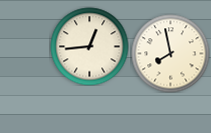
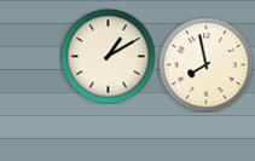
clock at (89, 46): 12:44 -> 1:10
